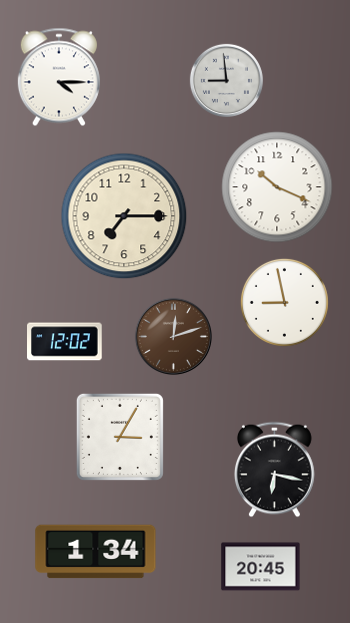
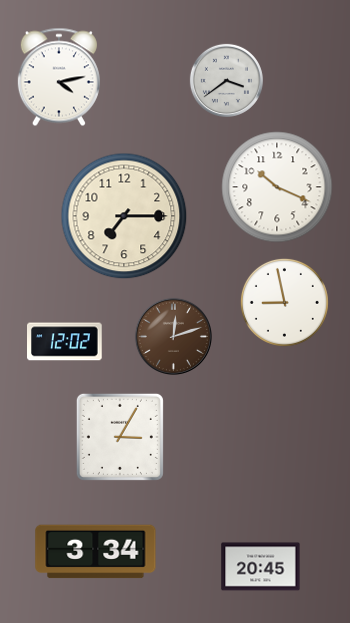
clock at (59, 77): 4:15 -> 4:13
clock at (226, 80): 8:59 -> 3:39
clock at (274, 470): 6:17 -> none
clock at (96, 552): 1:34 -> 3:34
